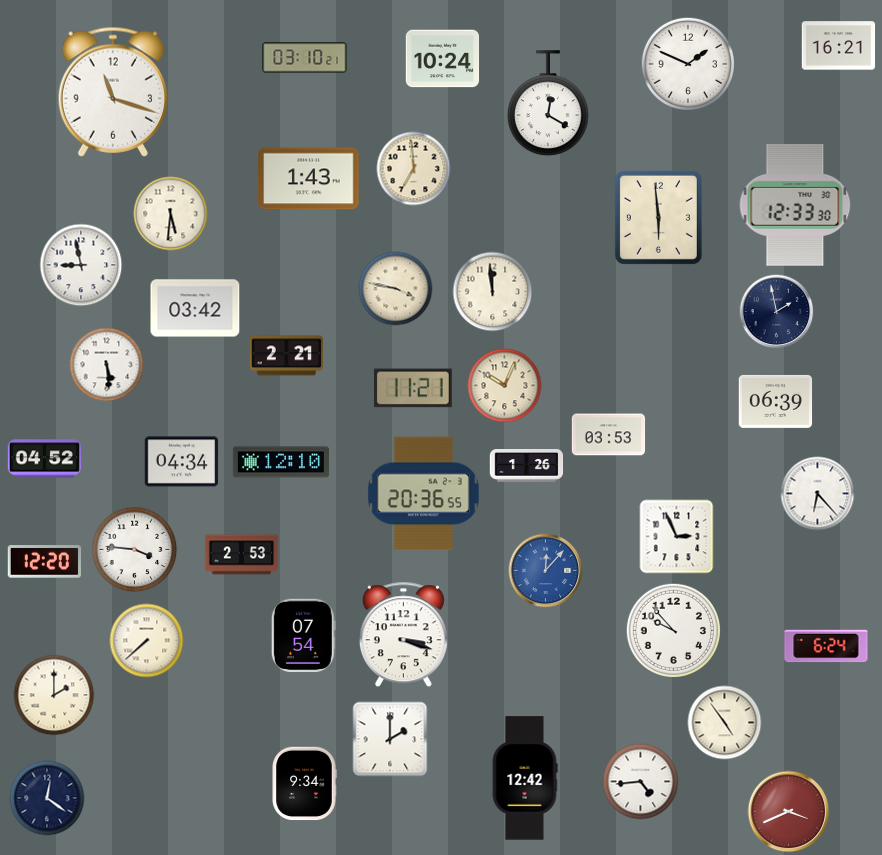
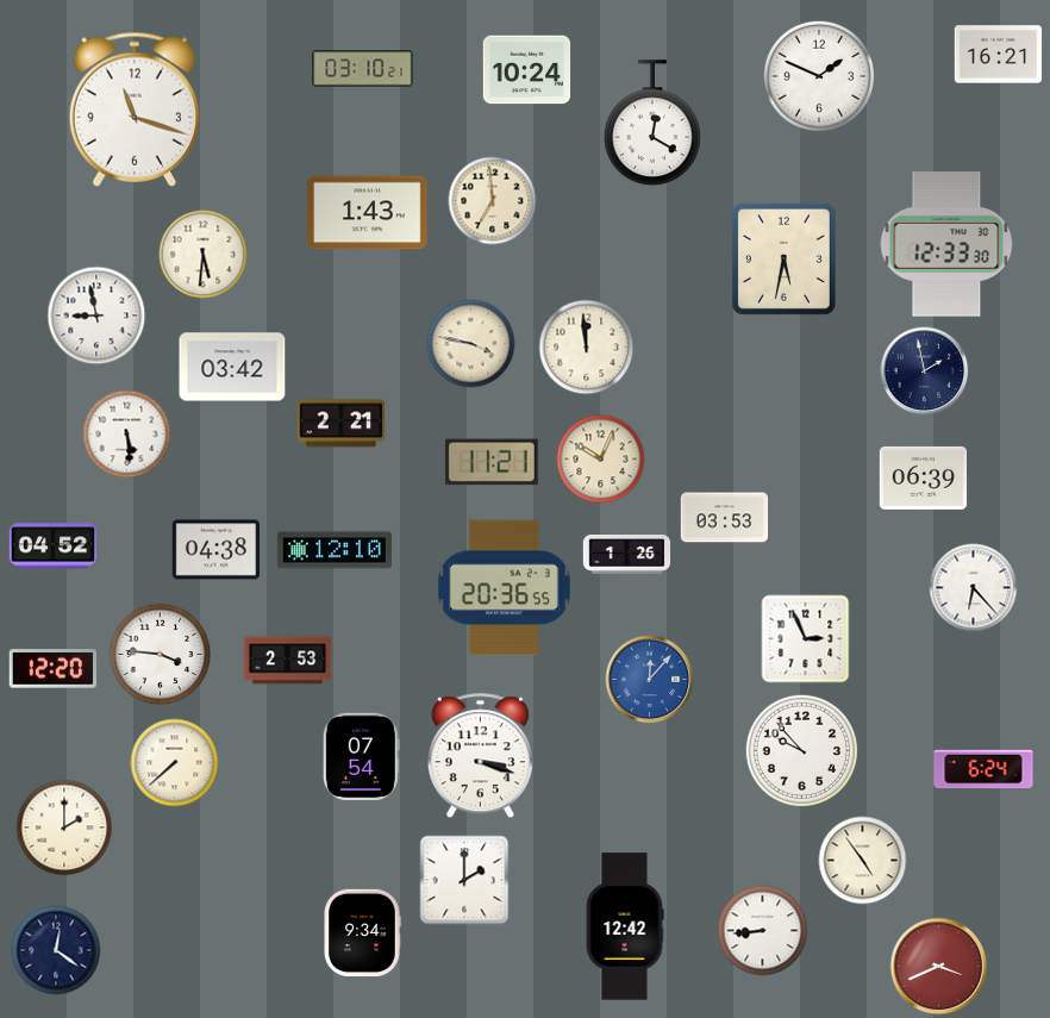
clock at (658, 217): 5:59 -> 5:32
clock at (182, 462): 04:34 -> 04:38
clock at (641, 782): 4:44 -> 8:44
